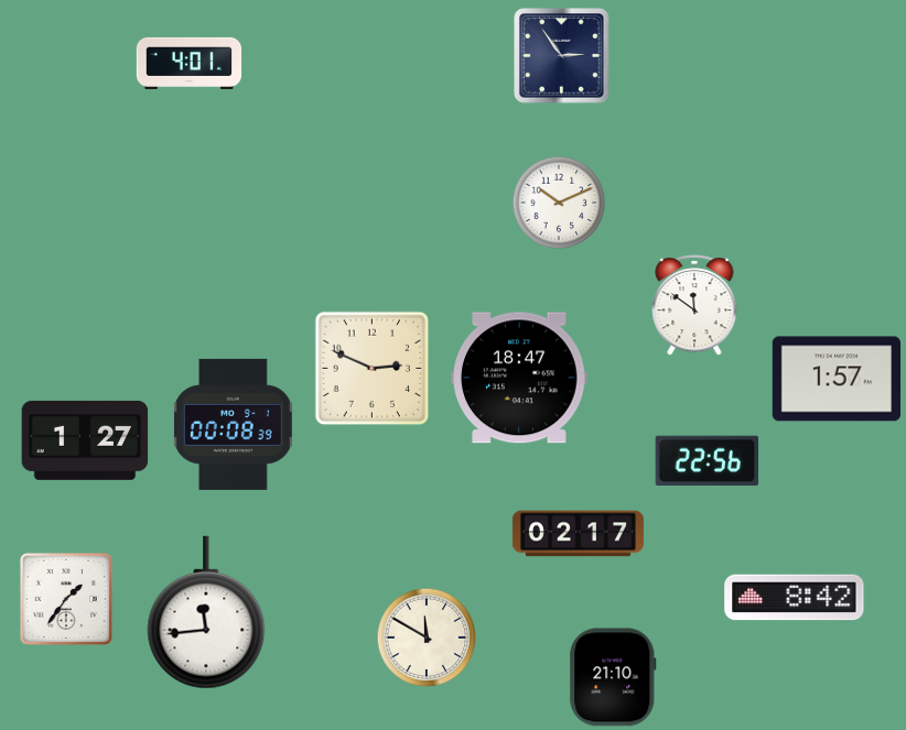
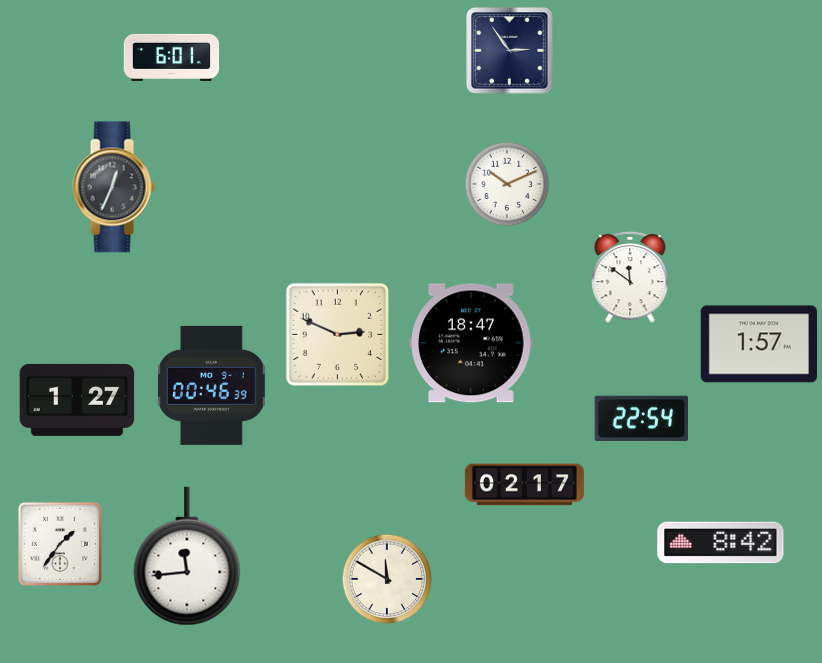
clock at (190, 63): 4:01 -> 6:01
clock at (114, 187): none -> 12:34
clock at (234, 424): 00:08 -> 00:46
clock at (708, 460): 22:56 -> 22:54
clock at (613, 677): 21:10 -> none
